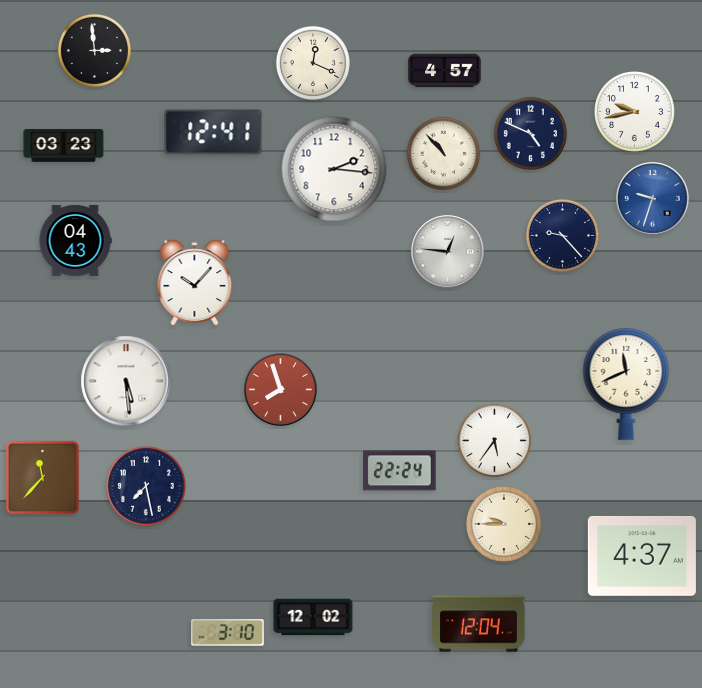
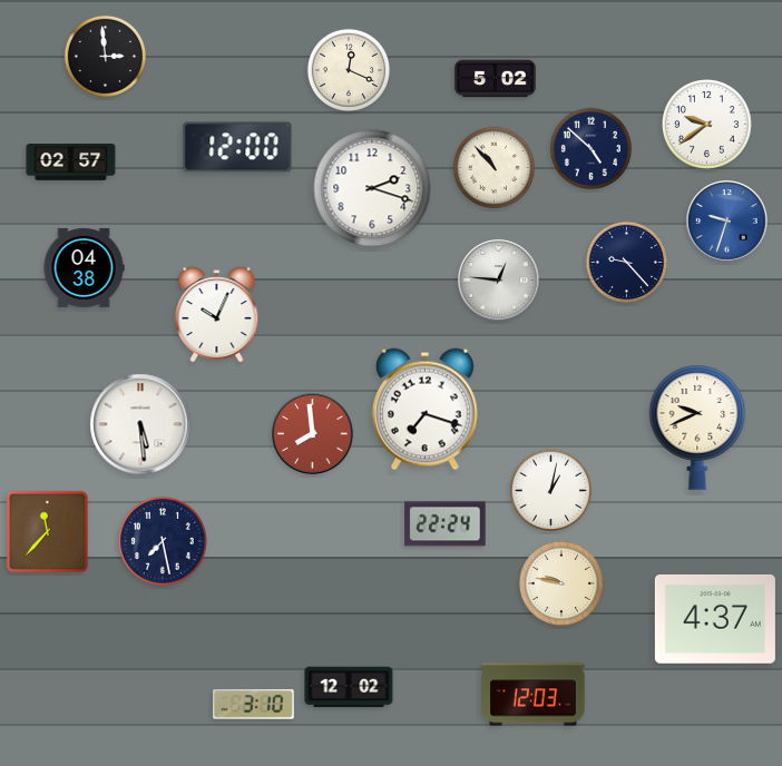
clock at (445, 71): 4:57 -> 5:02
clock at (635, 112): 9:43 -> 9:39
clock at (213, 132): 12:41 -> 12:00
clock at (530, 133): 4:49 -> 4:52
clock at (64, 146): 03:23 -> 02:57
clock at (443, 153) position: (443, 153) -> (493, 167)
clock at (334, 169): 2:16 -> 2:18
clock at (75, 240): 04:43 -> 04:38
clock at (195, 283): 10:07 -> 10:04
clock at (424, 410): none -> 7:18
clock at (626, 384): 11:41 -> 9:41
clock at (281, 390): 7:57 -> 7:59
clock at (494, 440): 5:36 -> 1:02
clock at (504, 524): 9:45 -> 9:47
clock at (479, 624): 12:04 -> 12:03
